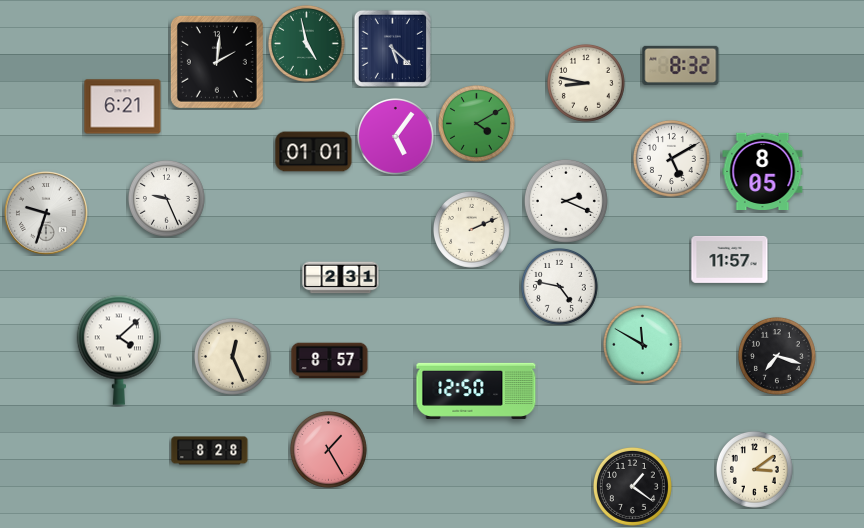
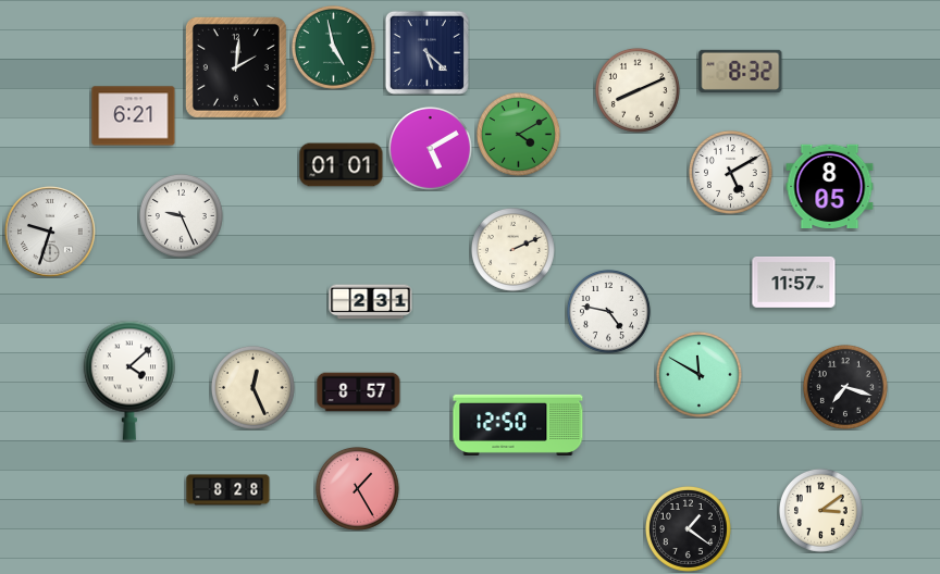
clock at (586, 83): 8:47 -> 8:11
clock at (395, 136): 5:06 -> 5:10
clock at (566, 201): 2:19 -> none
